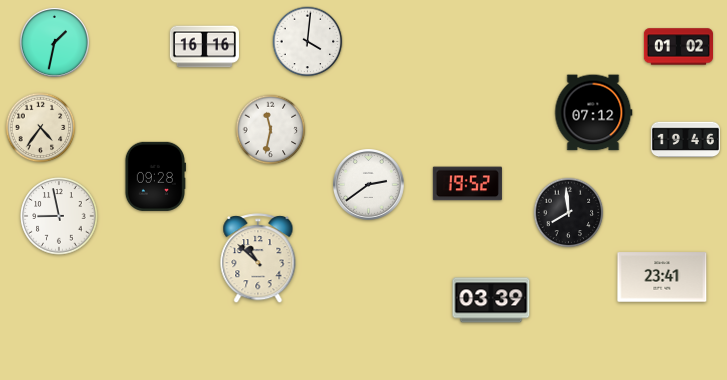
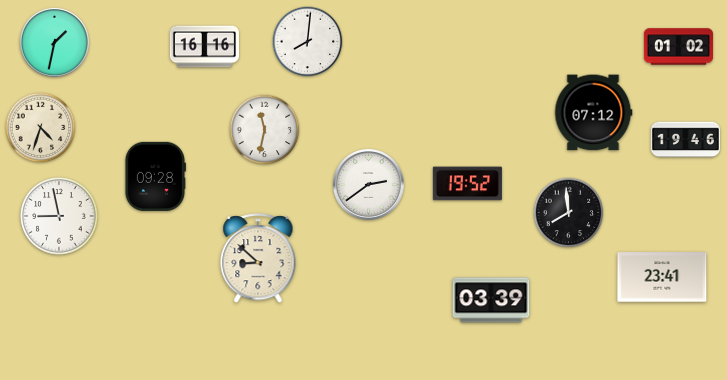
clock at (308, 42): 4:01 -> 8:01
clock at (41, 128): 4:36 -> 4:33
clock at (271, 130) position: (271, 130) -> (265, 130)
clock at (258, 259): 10:52 -> 8:52
